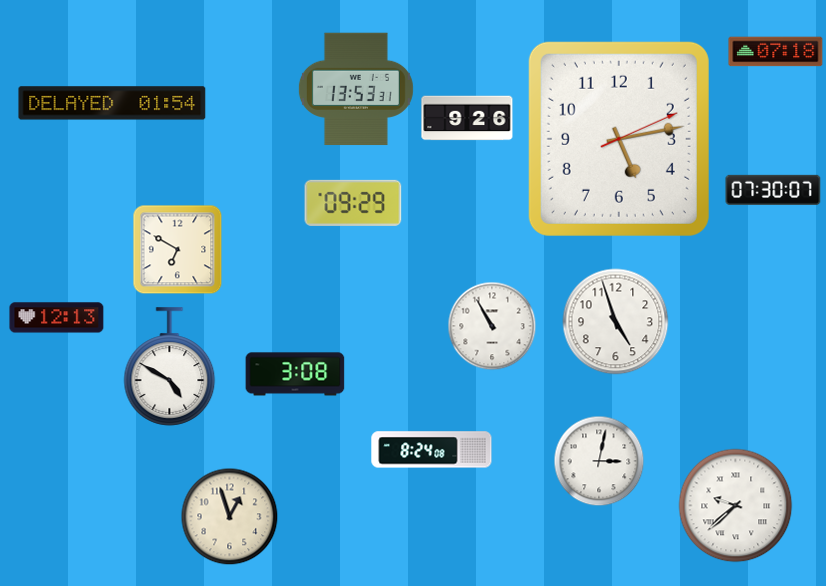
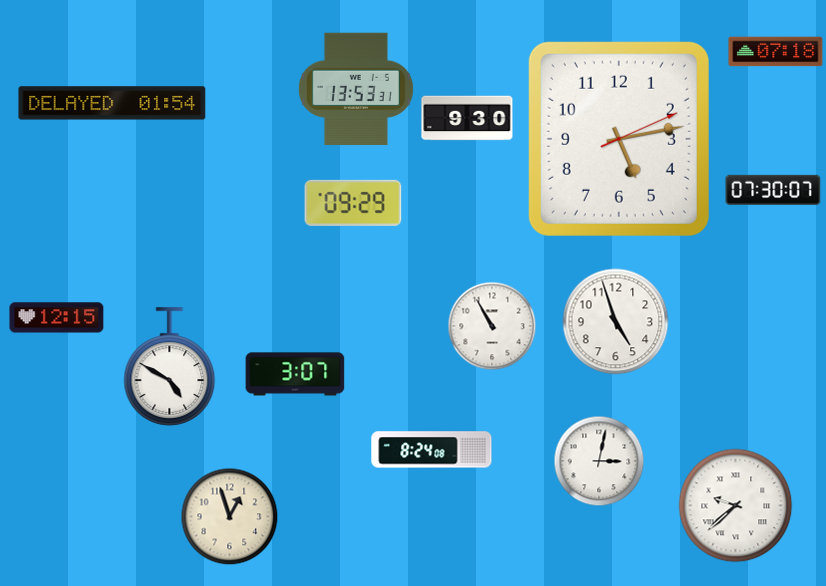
clock at (467, 118): 9:26 -> 9:30
clock at (178, 250): 6:50 -> none
clock at (57, 318): 12:13 -> 12:15
clock at (295, 374): 3:08 -> 3:07
